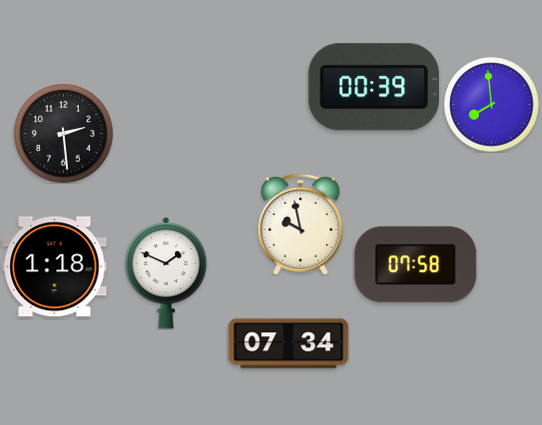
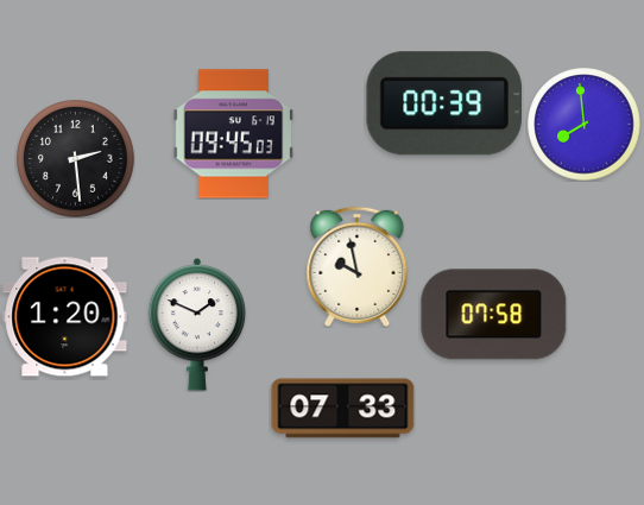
clock at (233, 134): none -> 09:45
clock at (55, 267): 1:18 -> 1:20
clock at (289, 344): 07:34 -> 07:33
